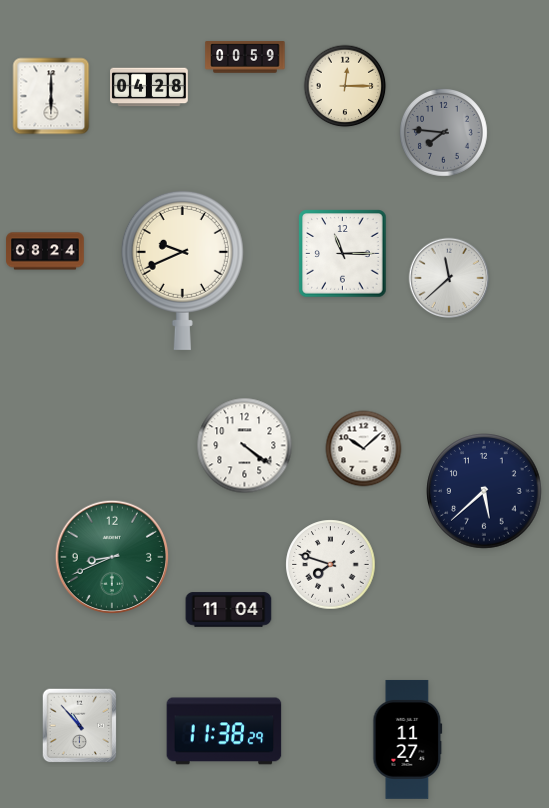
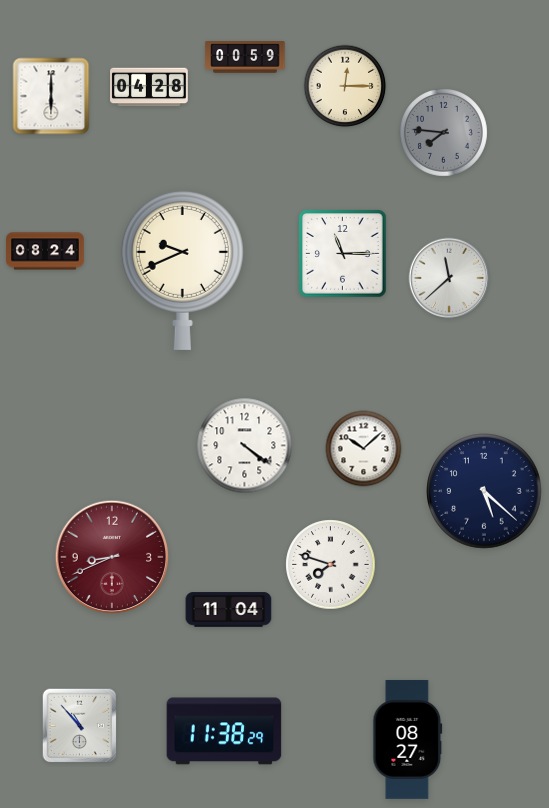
clock at (484, 491): 5:38 -> 5:22
clock at (112, 557) dial: green -> burgundy
clock at (408, 739): 11:27 -> 08:27
